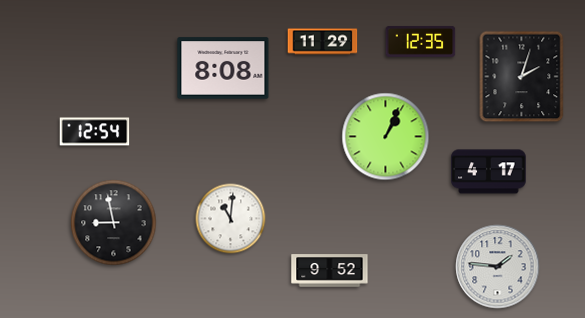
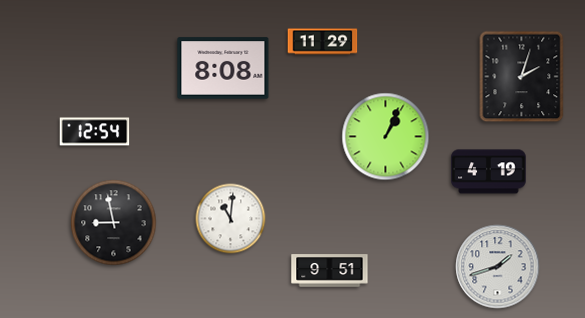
clock at (421, 41): 12:35 -> none
clock at (489, 172): 4:17 -> 4:19
clock at (498, 267): 1:46 -> 1:42
clock at (330, 271): 9:52 -> 9:51
